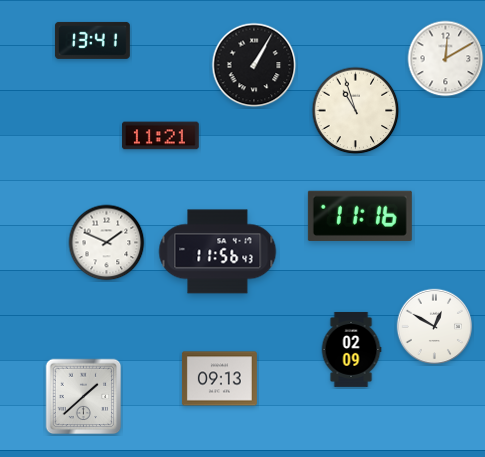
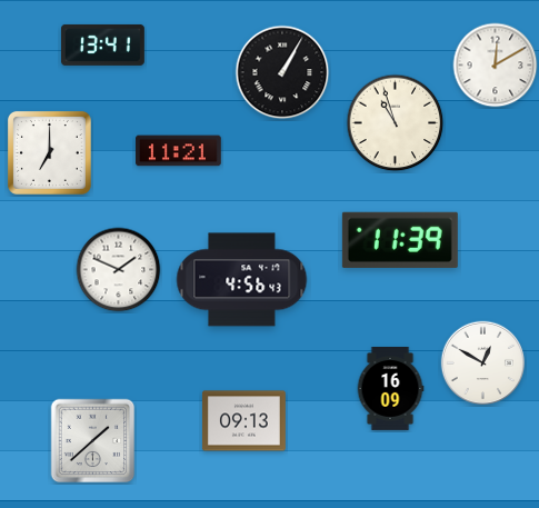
clock at (49, 152): none -> 7:00
clock at (360, 216): 11:16 -> 11:39
clock at (218, 252): 11:56 -> 4:56
clock at (351, 349): 02:09 -> 16:09
